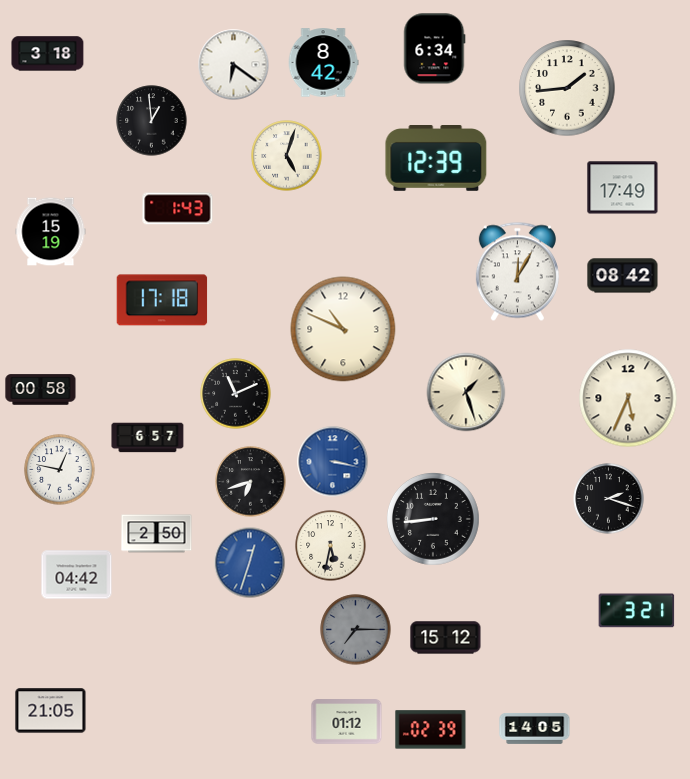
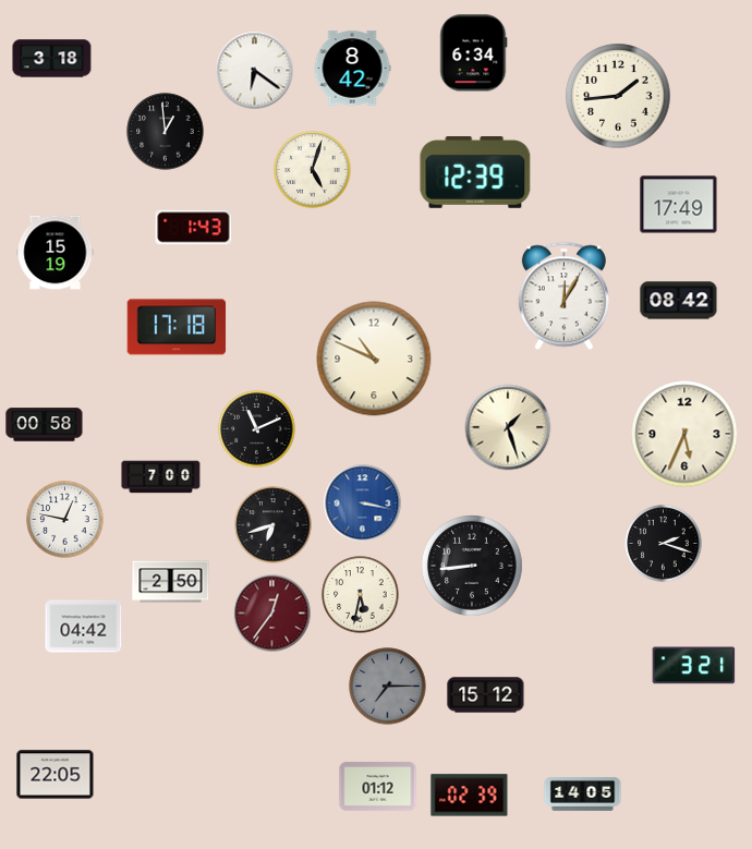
clock at (148, 438): 6:57 -> 7:00
clock at (60, 470) position: (60, 470) -> (65, 520)
clock at (250, 563): 12:33 -> 12:36
clock at (250, 563) dial: blue -> burgundy
clock at (51, 711): 21:05 -> 22:05
